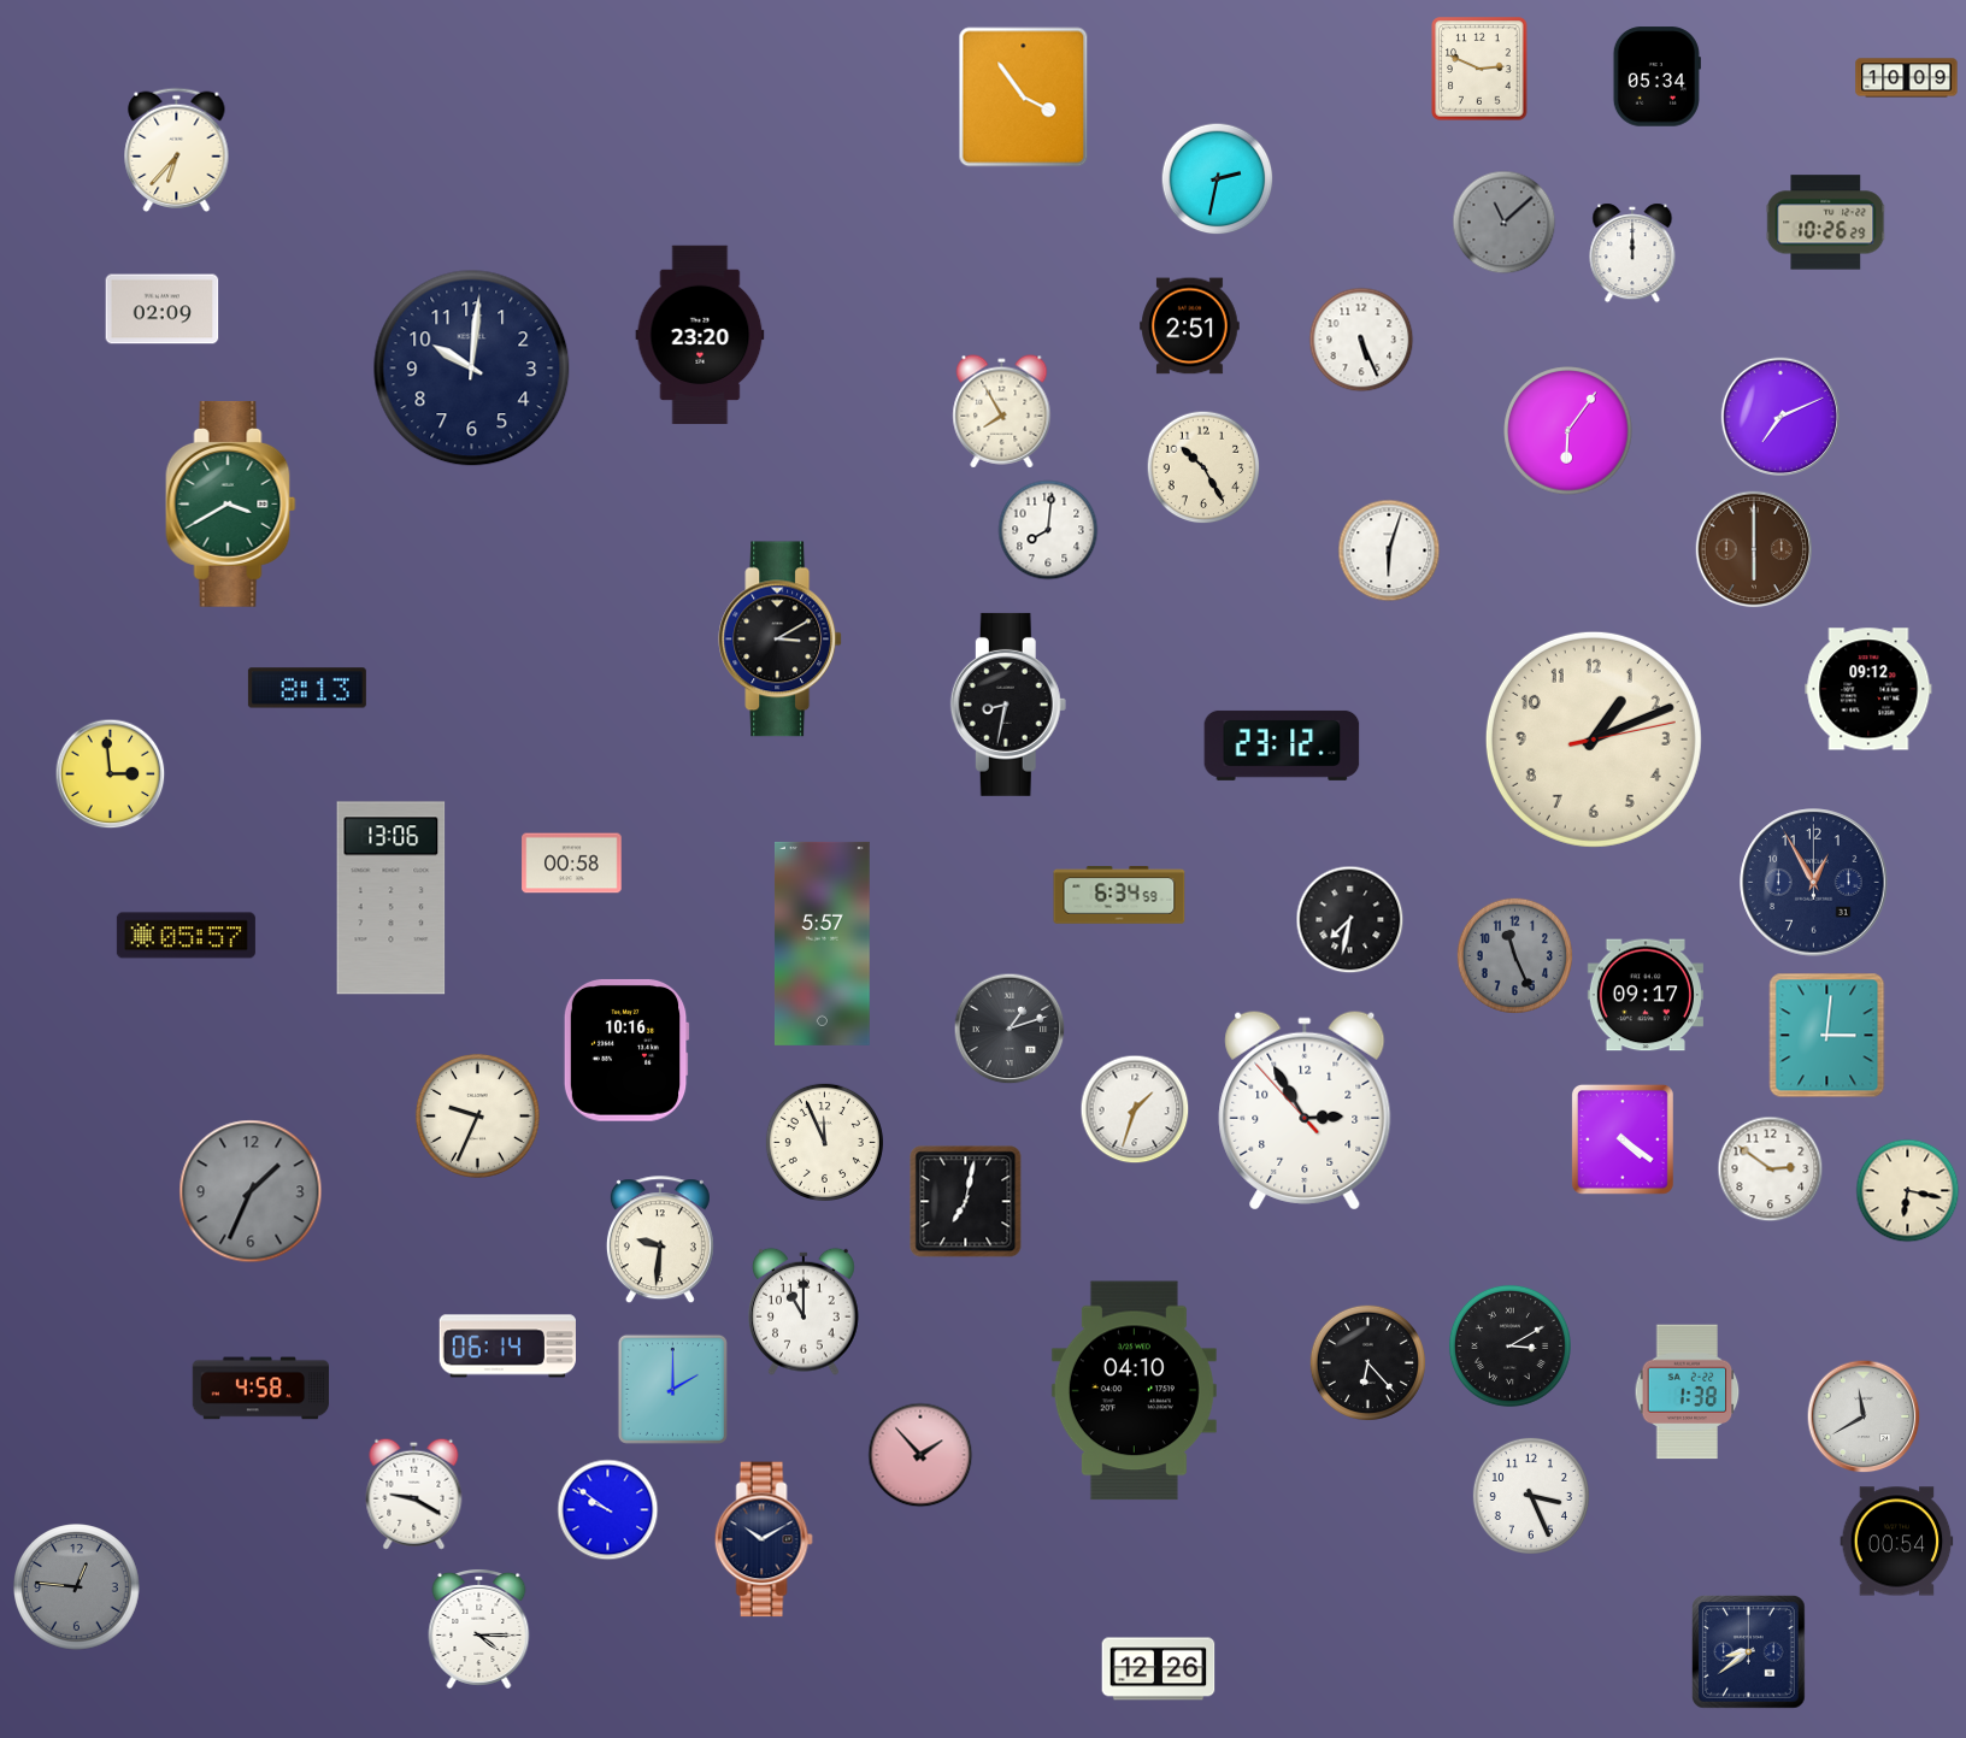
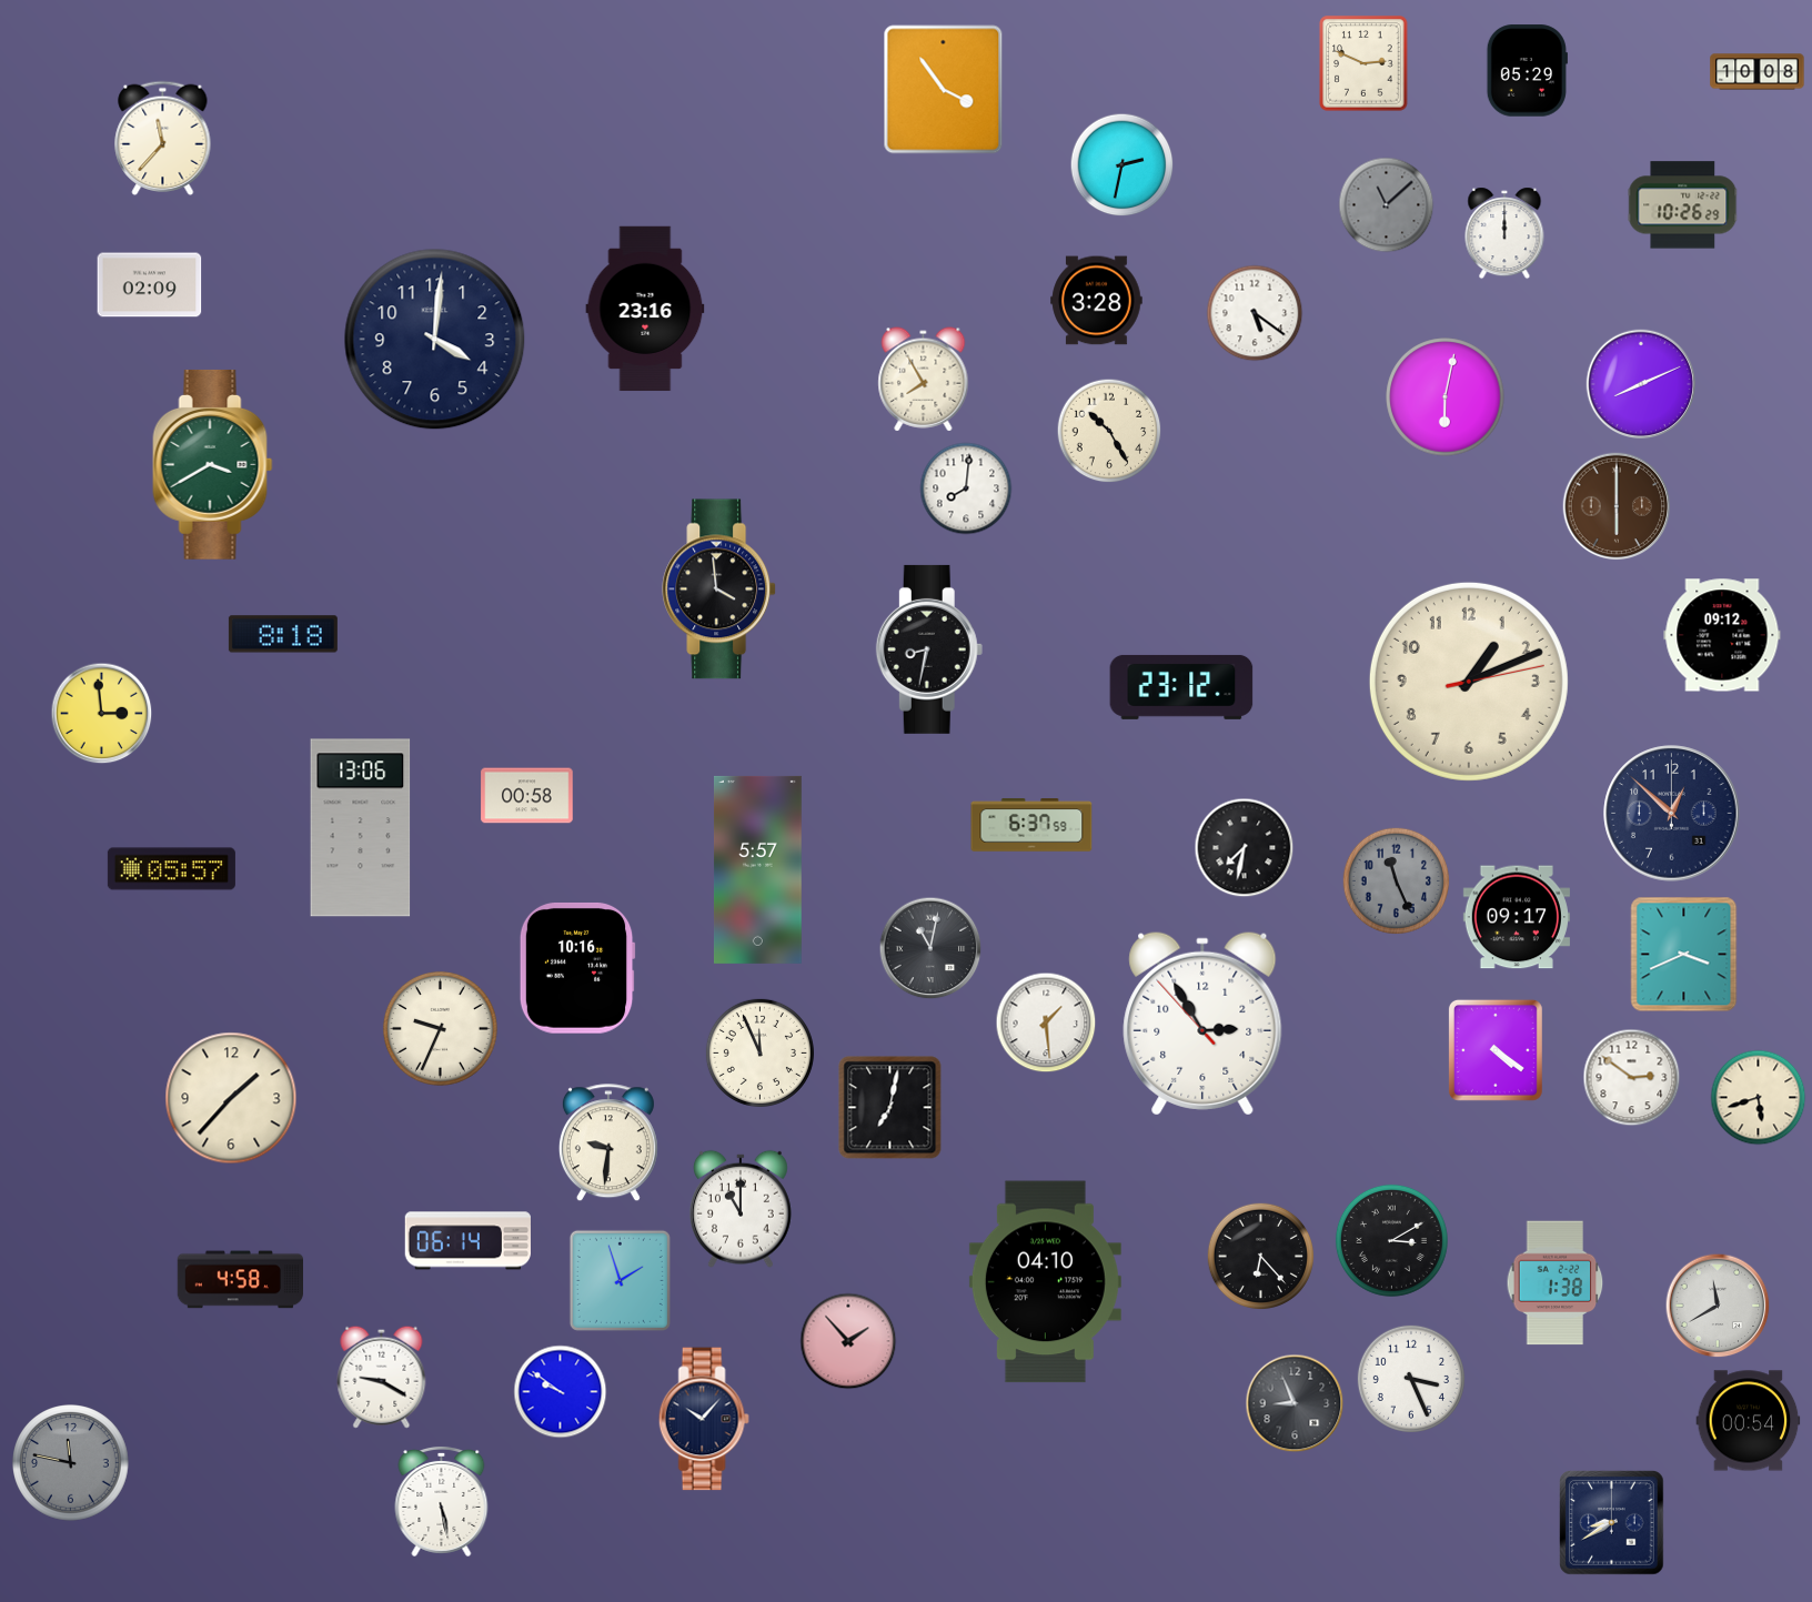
clock at (1656, 77): 05:34 -> 05:29
clock at (1907, 78): 10:09 -> 10:08
clock at (177, 151): 6:37 -> 11:37
clock at (1190, 326): 2:51 -> 3:28
clock at (700, 335): 23:20 -> 23:16
clock at (1361, 340): 5:26 -> 5:21
clock at (472, 369): 10:01 -> 4:01
clock at (1779, 416): 7:11 -> 8:11
clock at (1568, 431): 6:06 -> 6:02
clock at (1389, 550): 6:03 -> none
clock at (781, 640): 3:10 -> 3:59
clock at (307, 688): 8:13 -> 8:18
clock at (1814, 883): 12:55 -> 12:52
clock at (1119, 895): 6:34 -> 6:37
clock at (186, 936) position: (186, 936) -> (171, 869)
clock at (1010, 1029): 1:12 -> 11:02
clock at (1827, 1036): 3:01 -> 3:41
clock at (1135, 1109): 1:33 -> 1:29
clock at (251, 1191): 1:34 -> 1:37
clock at (251, 1191) dial: grey -> cream
clock at (1908, 1191): 6:17 -> 5:42
clock at (672, 1389): 2:00 -> 1:57
clock at (1295, 1403): none -> 8:56
clock at (764, 1539): 10:10 -> 10:07
clock at (77, 1587): 12:46 -> 11:47
clock at (479, 1628): 4:15 -> 5:28
clock at (1749, 1652): 8:39 -> 8:40
clock at (1159, 1669): 12:26 -> none
